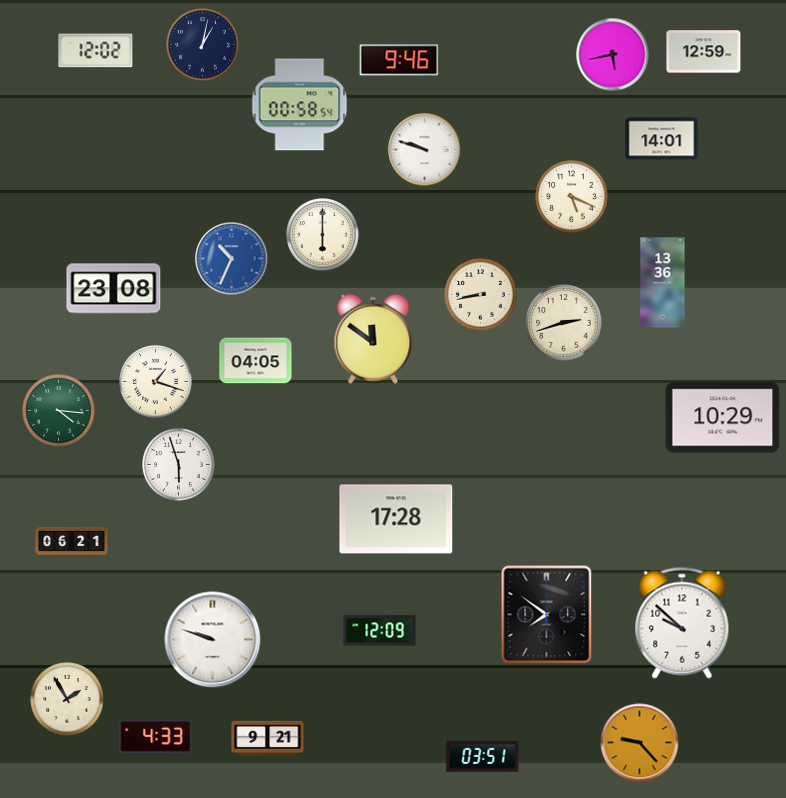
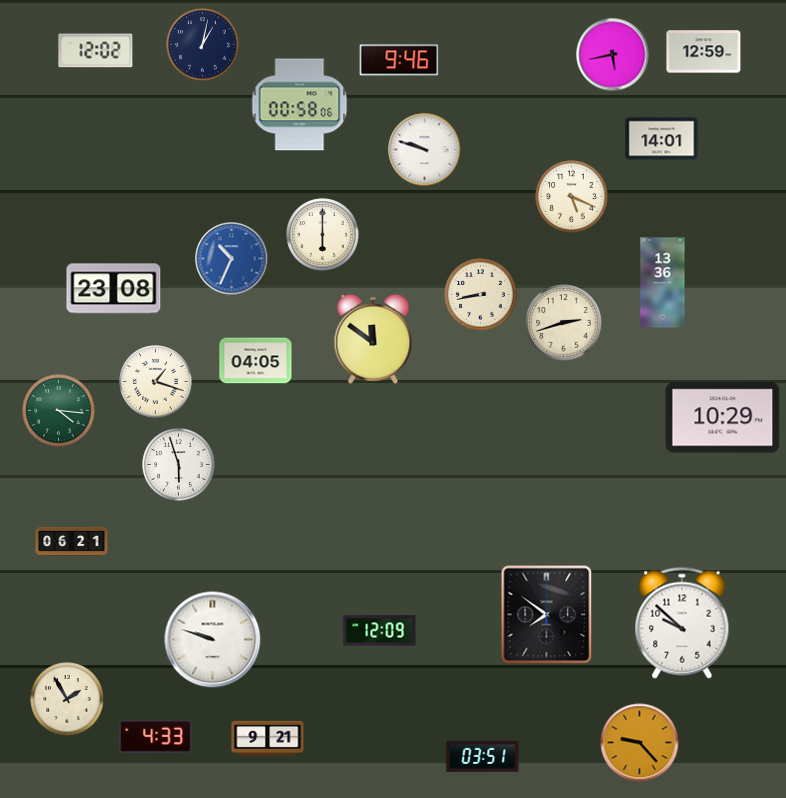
clock at (300, 105): 00:58:54 -> 00:58:06
clock at (396, 519): 17:28 -> none
